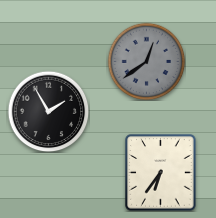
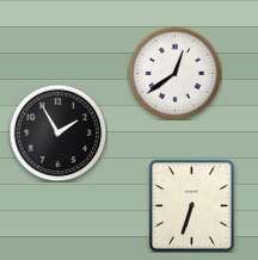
clock at (146, 61) dial: grey -> white
clock at (161, 173): 6:36 -> 6:33
